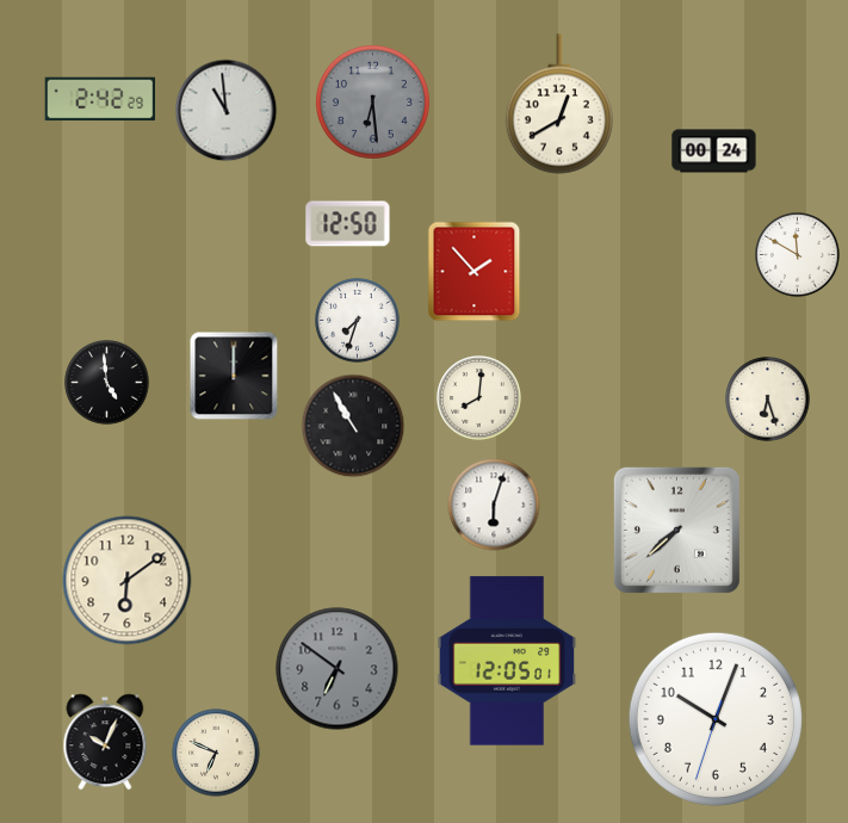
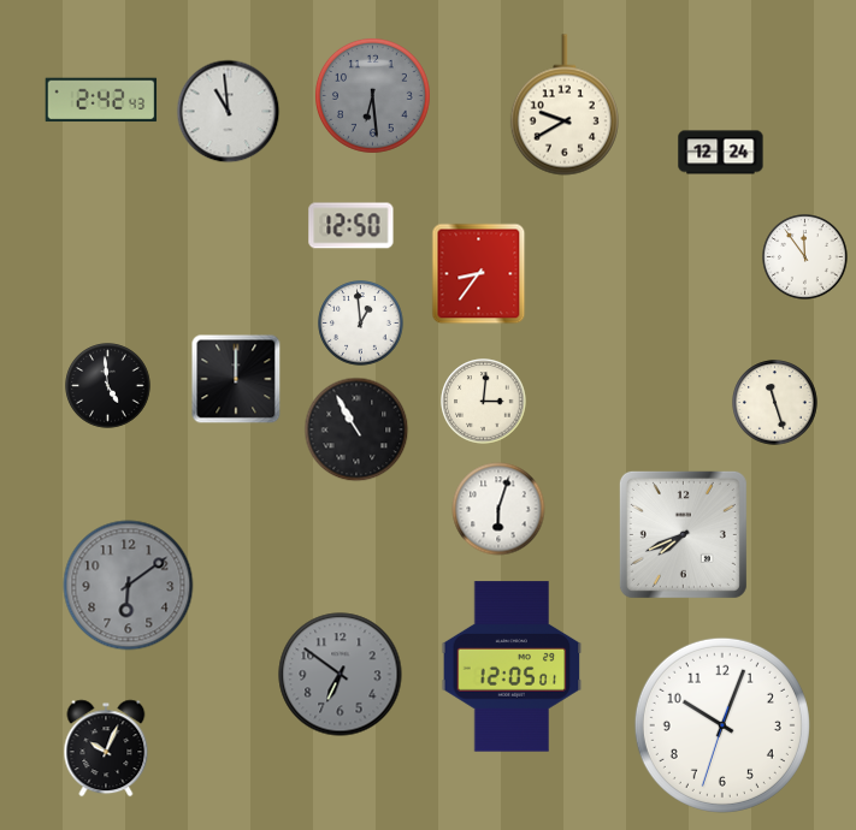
clock at (100, 99): 2:42:29 -> 2:42:43
clock at (372, 101) position: (372, 101) -> (372, 95)
clock at (559, 104): 12:40 -> 9:40
clock at (714, 151): 00:24 -> 12:24
clock at (798, 255): 11:50 -> 11:54
clock at (475, 272): 1:53 -> 8:36
clock at (358, 321): 7:33 -> 12:59
clock at (479, 398): 8:01 -> 3:01
clock at (768, 400): 6:27 -> 11:27
clock at (676, 530): 7:38 -> 7:41
clock at (128, 581) dial: cream -> grey
clock at (216, 753): 6:49 -> none
